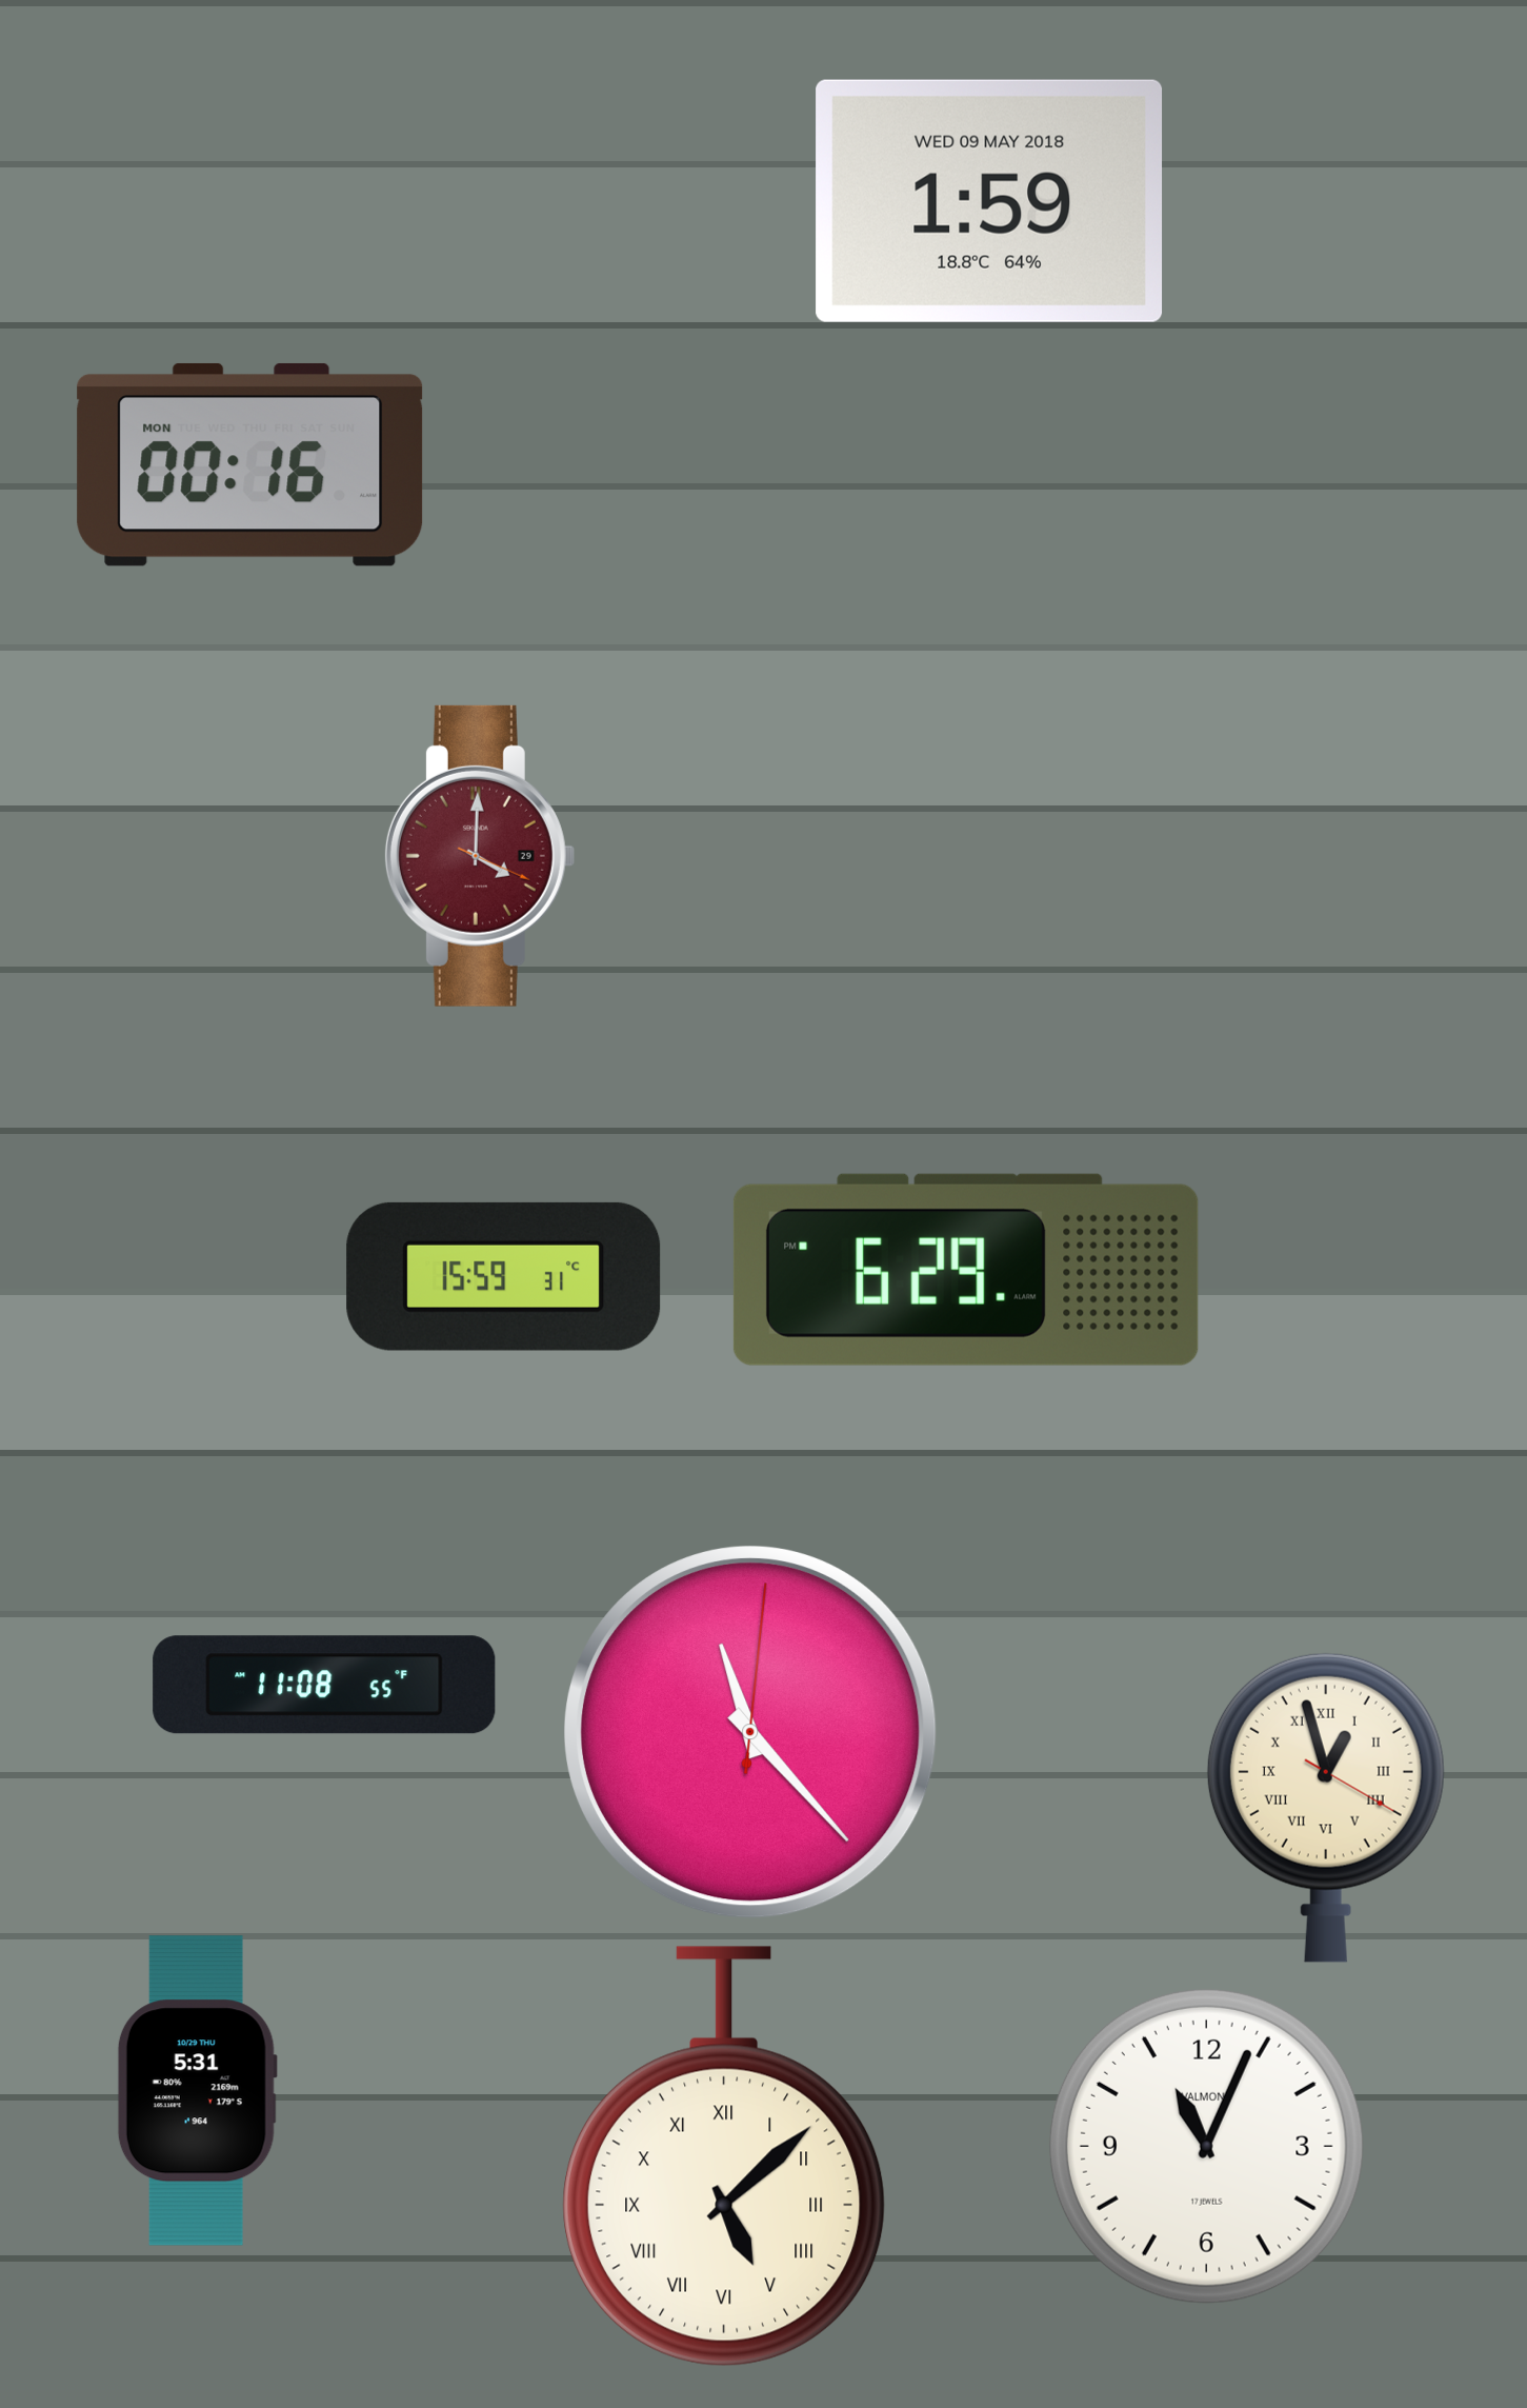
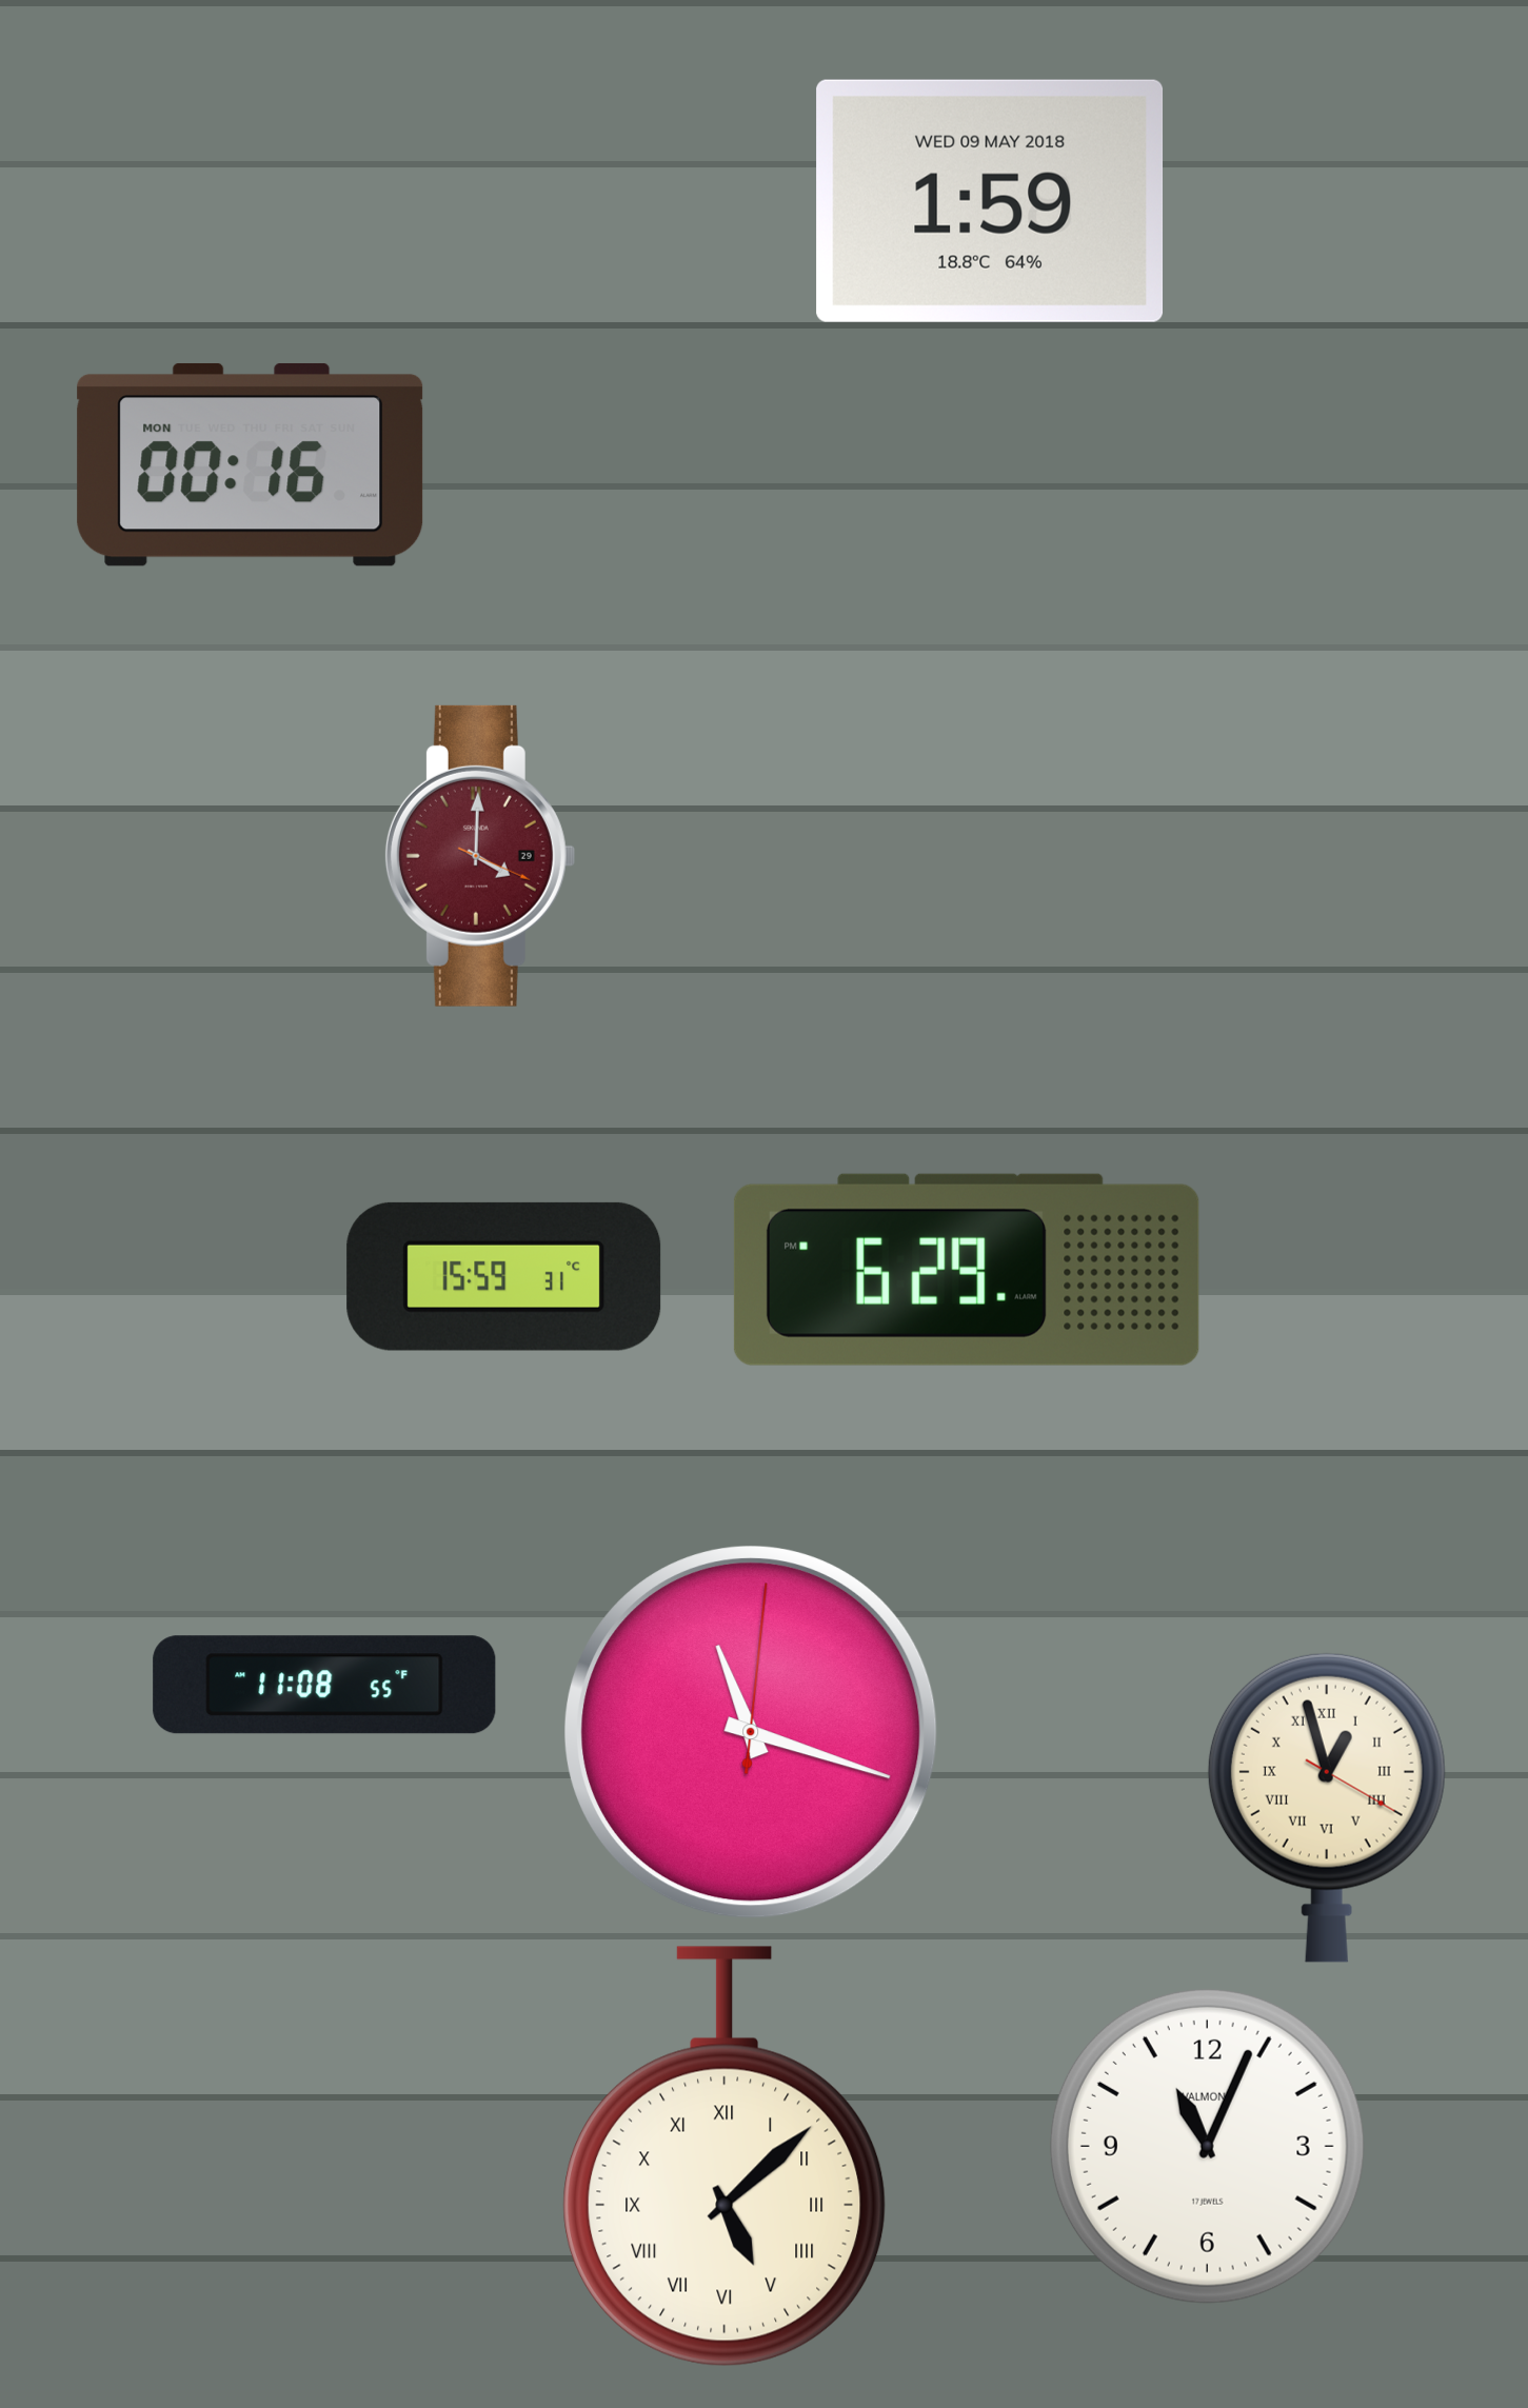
clock at (751, 1733): 11:23 -> 11:18
clock at (197, 2091): 5:31 -> none
